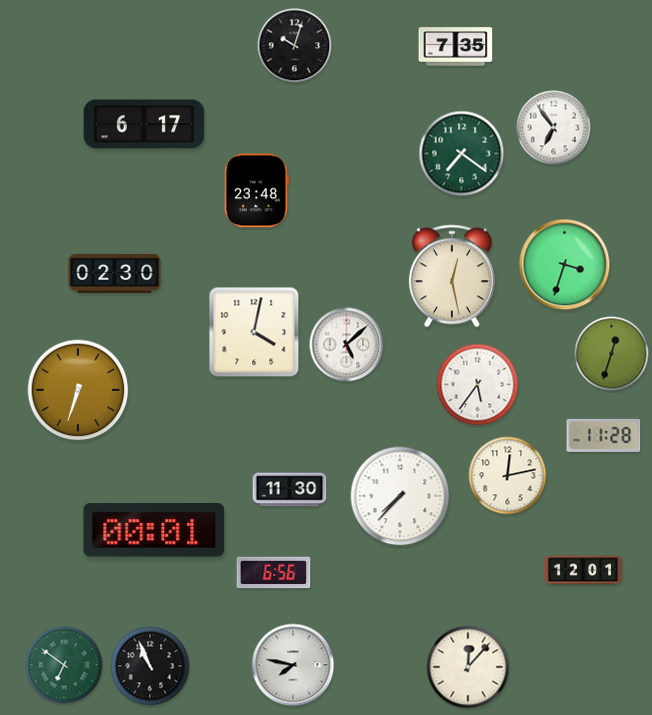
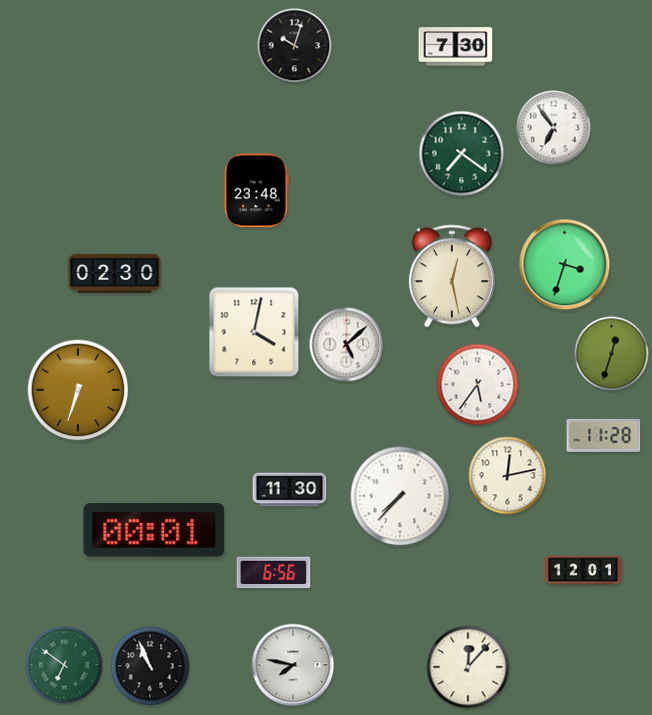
clock at (456, 47): 7:35 -> 7:30
clock at (144, 124): 6:17 -> none
